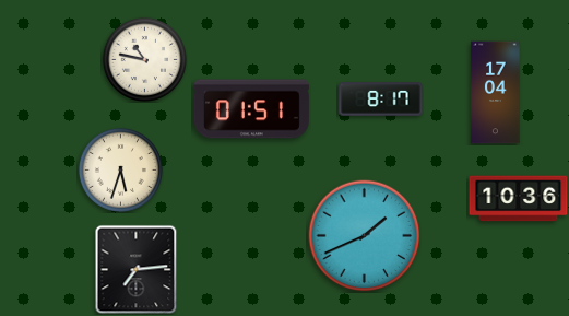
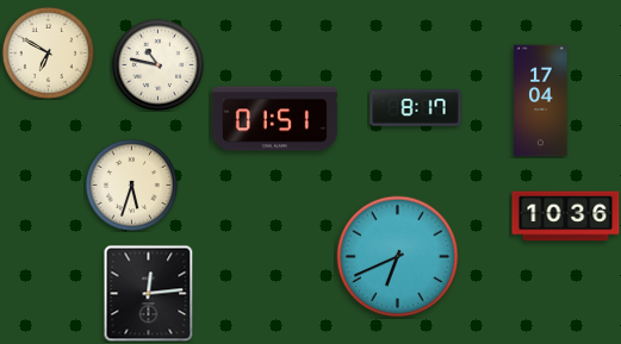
clock at (48, 52): none -> 6:50
clock at (365, 236): 1:41 -> 6:41
clock at (137, 269): 7:14 -> 12:14
